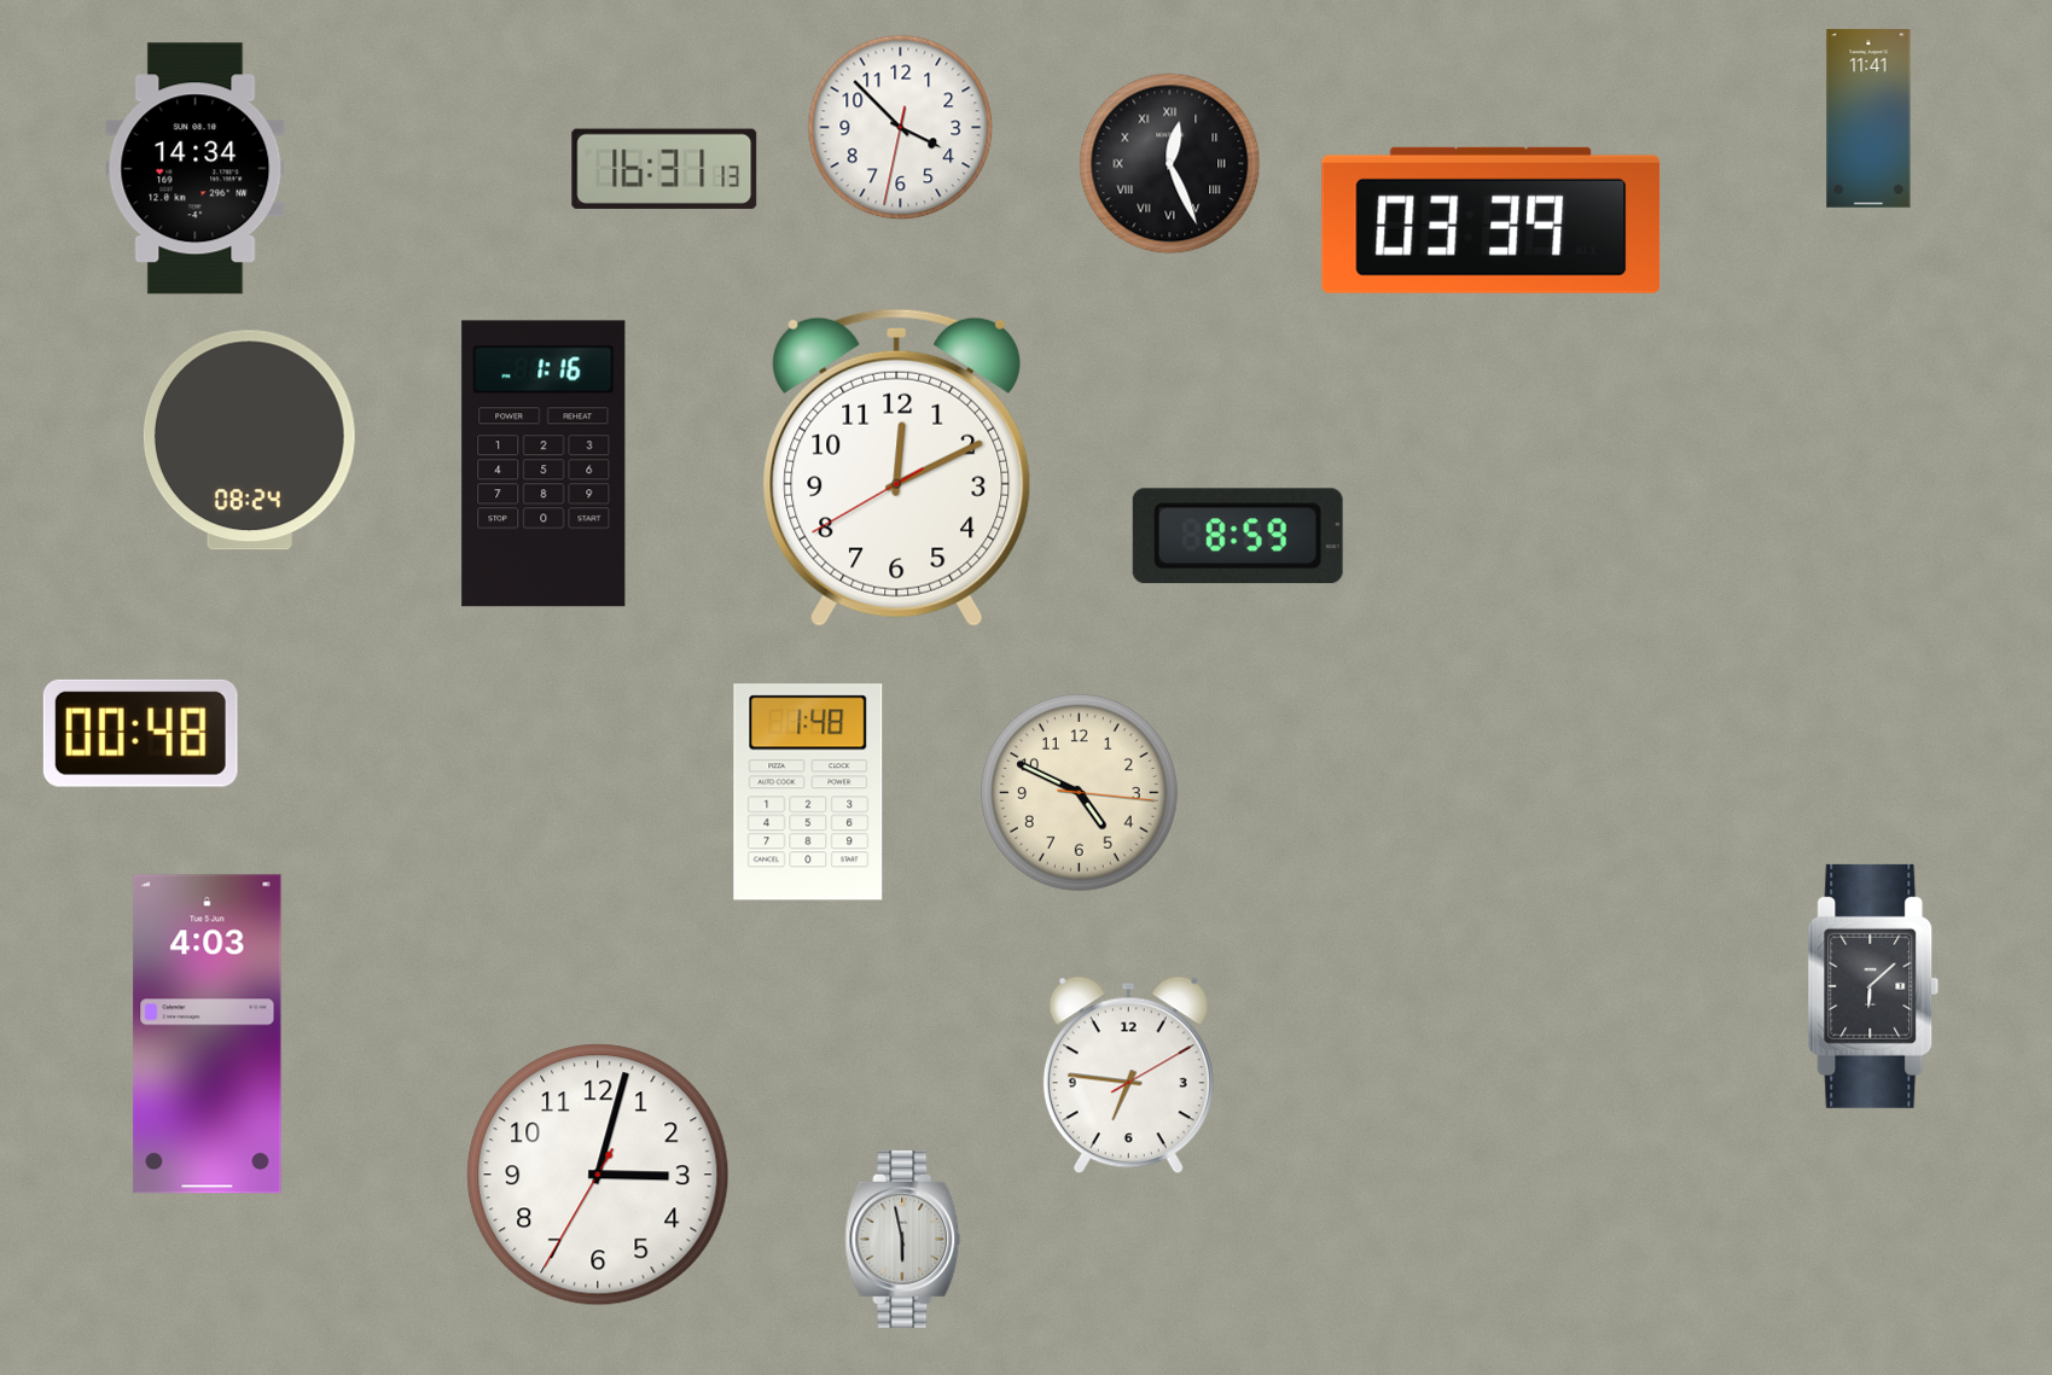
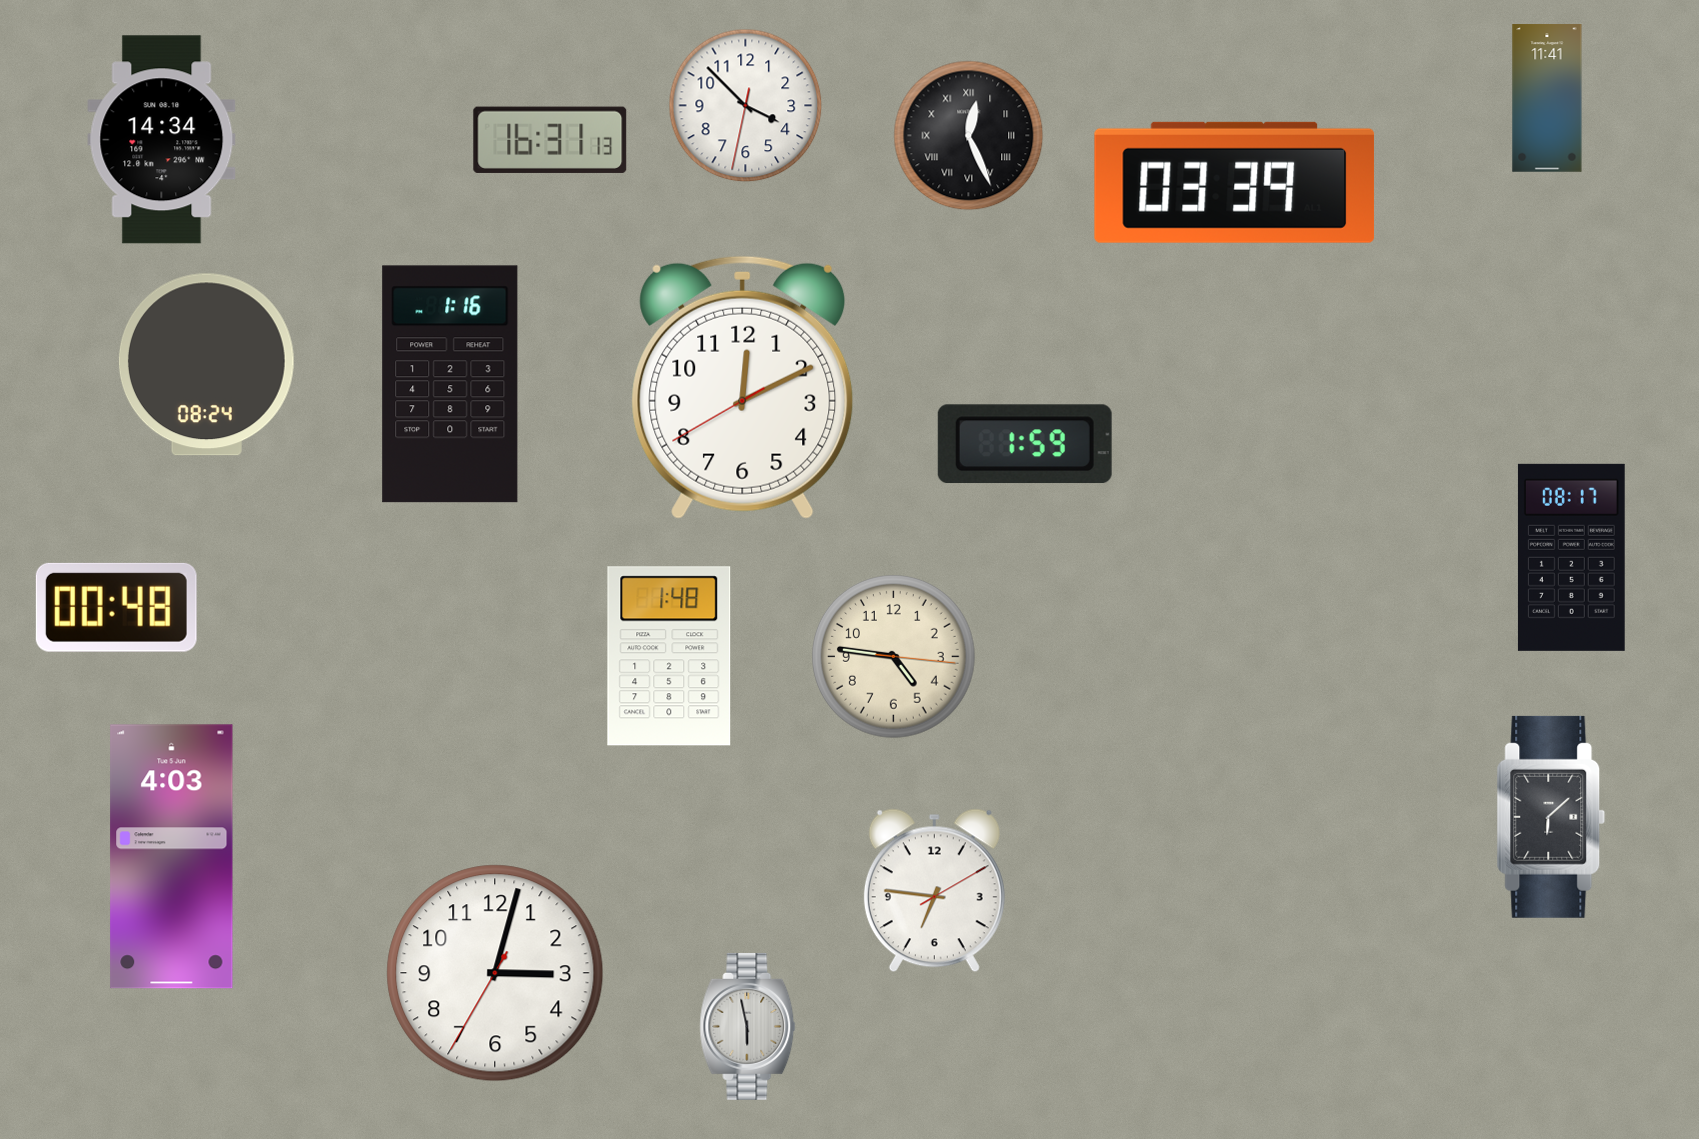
clock at (1238, 536): 8:59 -> 1:59
clock at (1571, 557): none -> 08:17
clock at (1080, 793): 4:49 -> 4:46
